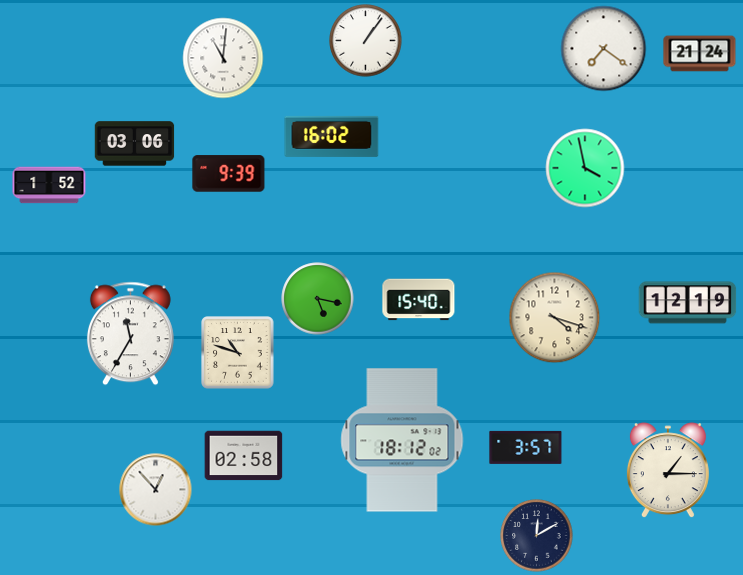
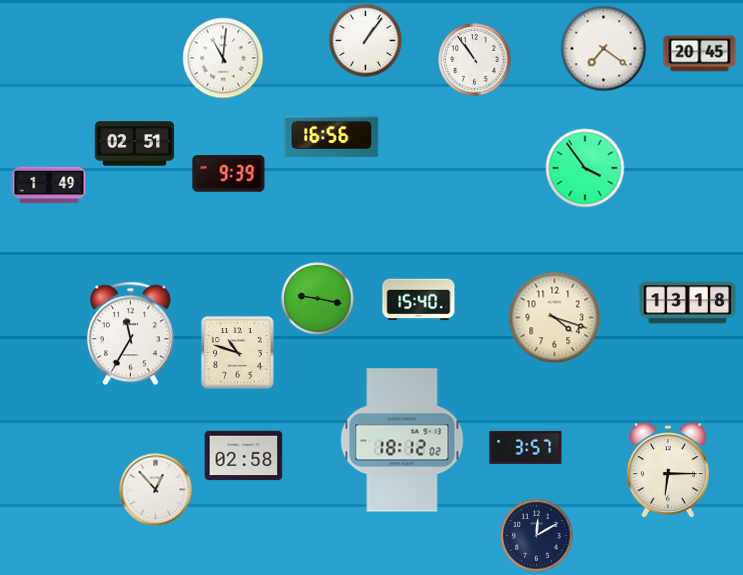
clock at (700, 54): 21:24 -> 20:45
clock at (475, 60): none -> 10:54
clock at (332, 136): 16:02 -> 16:56
clock at (135, 144): 03:06 -> 02:51
clock at (585, 168): 3:58 -> 3:54
clock at (49, 185): 1:52 -> 1:49
clock at (318, 299): 5:17 -> 9:17
clock at (688, 303): 12:19 -> 13:18
clock at (668, 471): 1:15 -> 6:15
